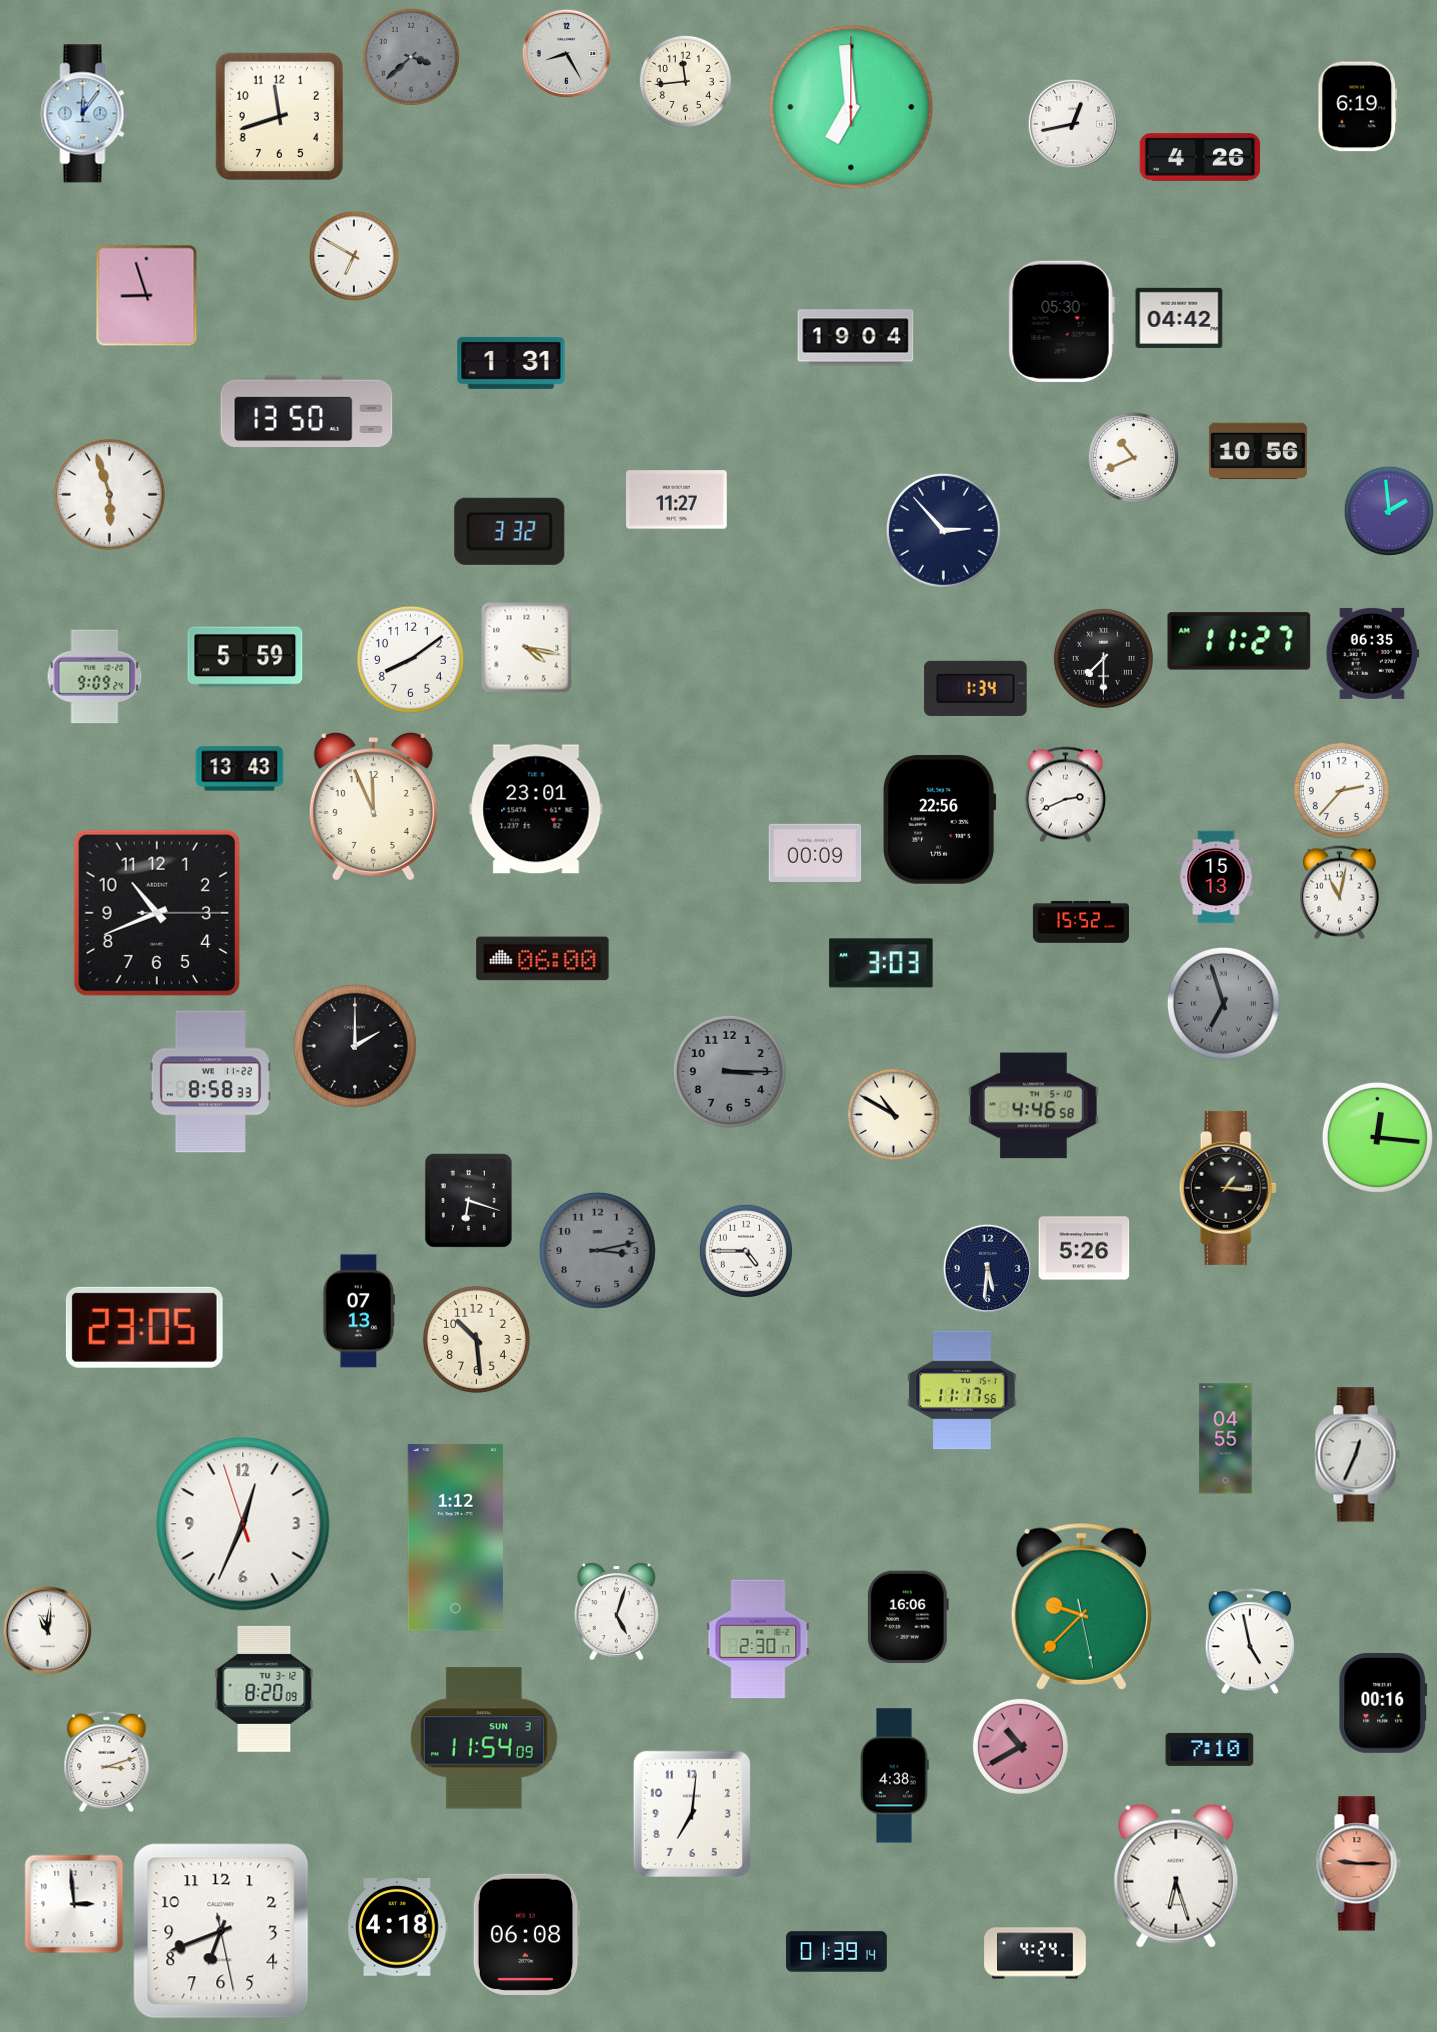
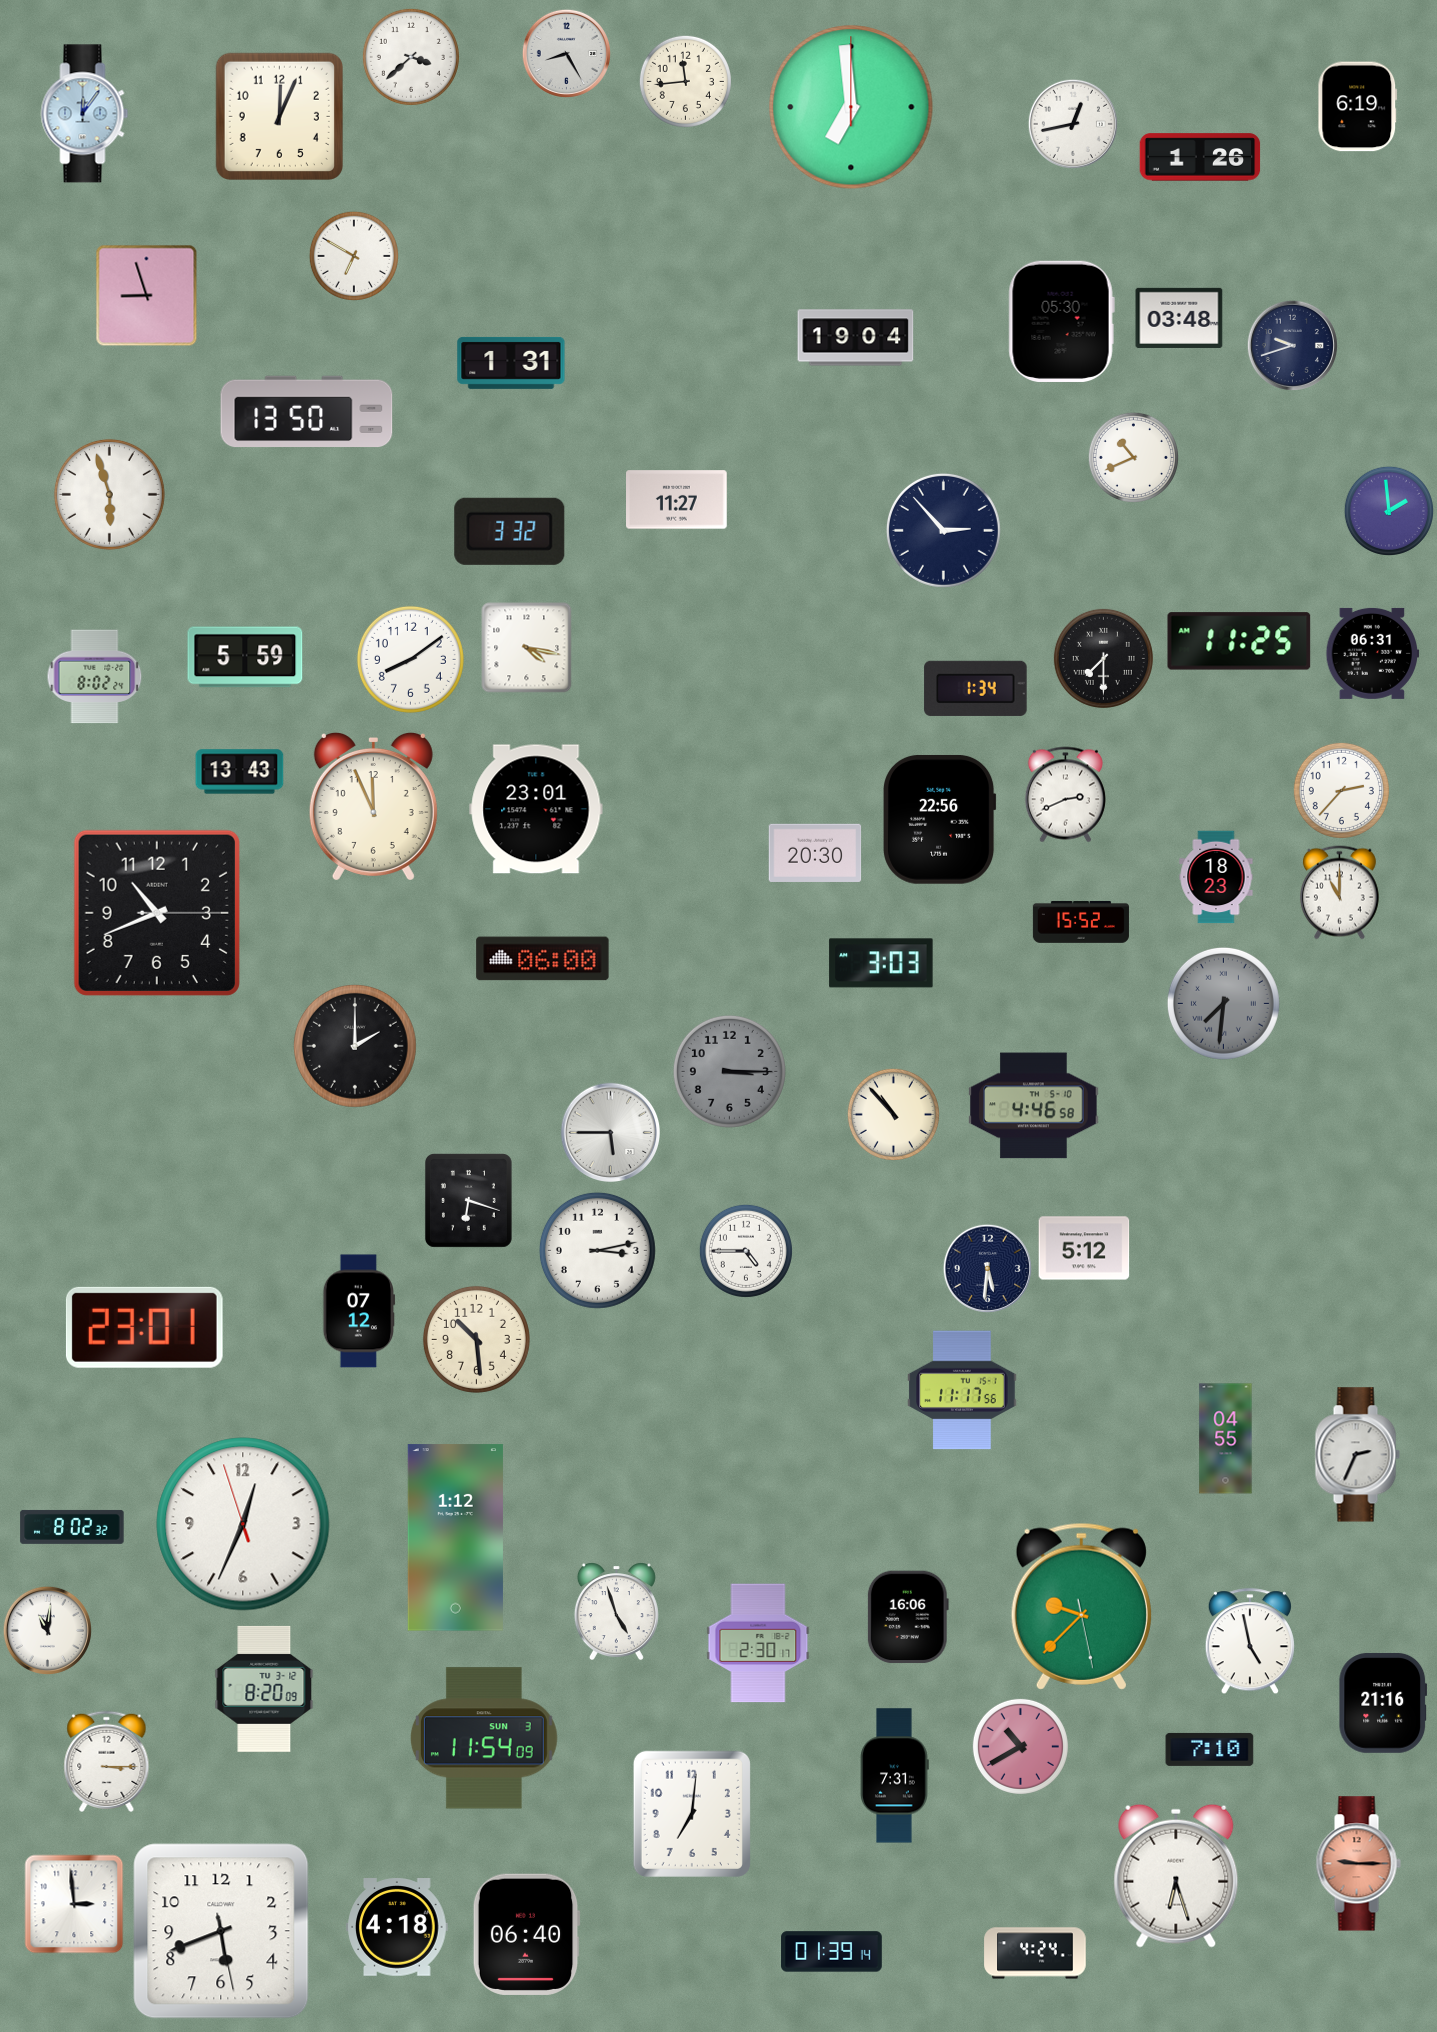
clock at (411, 57) dial: grey -> white
clock at (279, 116): 11:42 -> 12:04
clock at (1200, 157): 4:26 -> 1:26
clock at (1179, 318): 04:42 -> 03:48
clock at (1292, 345): none -> 9:42
clock at (1258, 451): 10:56 -> none
clock at (1239, 641): 11:27 -> 11:25
clock at (1373, 653): 06:35 -> 06:31
clock at (95, 677): 9:09 -> 8:02
clock at (240, 769) position: (240, 769) -> (240, 772)
clock at (815, 853): 00:09 -> 20:30
clock at (1216, 877): 15:13 -> 18:23
clock at (1339, 893): 11:02 -> 11:00
clock at (1223, 1003): 6:57 -> 7:31
clock at (210, 1082): 8:58 -> none
clock at (893, 1114): 10:50 -> 10:53
clock at (610, 1132): none -> 5:45
clock at (1377, 1137): 12:16 -> none
clock at (1228, 1188): 1:16 -> none
clock at (1084, 1248): 5:26 -> 5:12
clock at (597, 1250) dial: grey -> white
clock at (359, 1311): 07:13 -> 07:12
clock at (144, 1327): 23:05 -> 23:01
clock at (1357, 1455): 12:34 -> 2:34
clock at (72, 1527): none -> 8:02
clock at (616, 1612): 5:03 -> 4:57
clock at (758, 1639) position: (758, 1639) -> (758, 1643)
clock at (1383, 1703): 00:16 -> 21:16
clock at (107, 1761): 3:12 -> 3:15
clock at (894, 1776): 4:38 -> 7:31
clock at (221, 1931): 6:41 -> 5:41
clock at (526, 1934): 06:08 -> 06:40
clock at (837, 1952) position: (837, 1952) -> (832, 1952)
